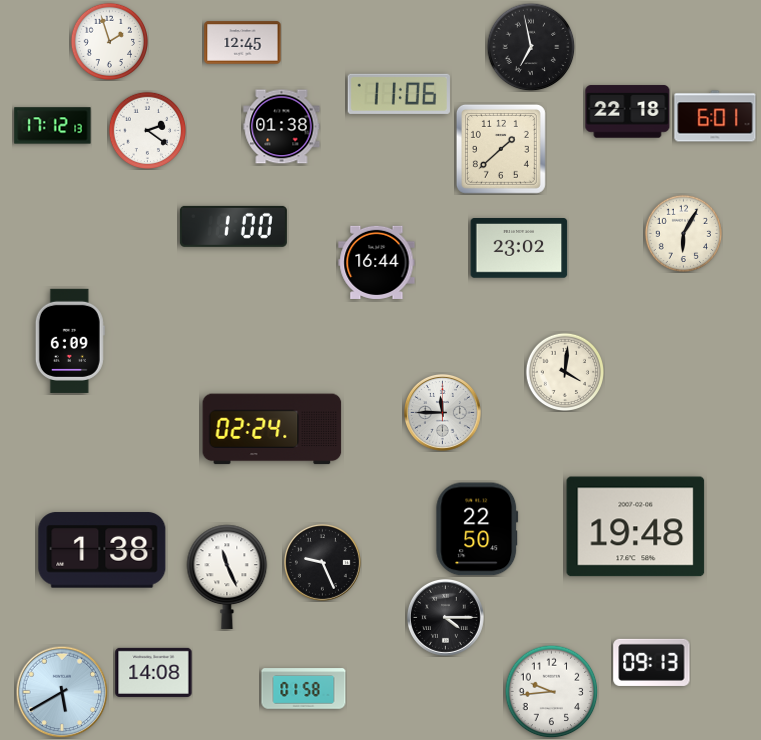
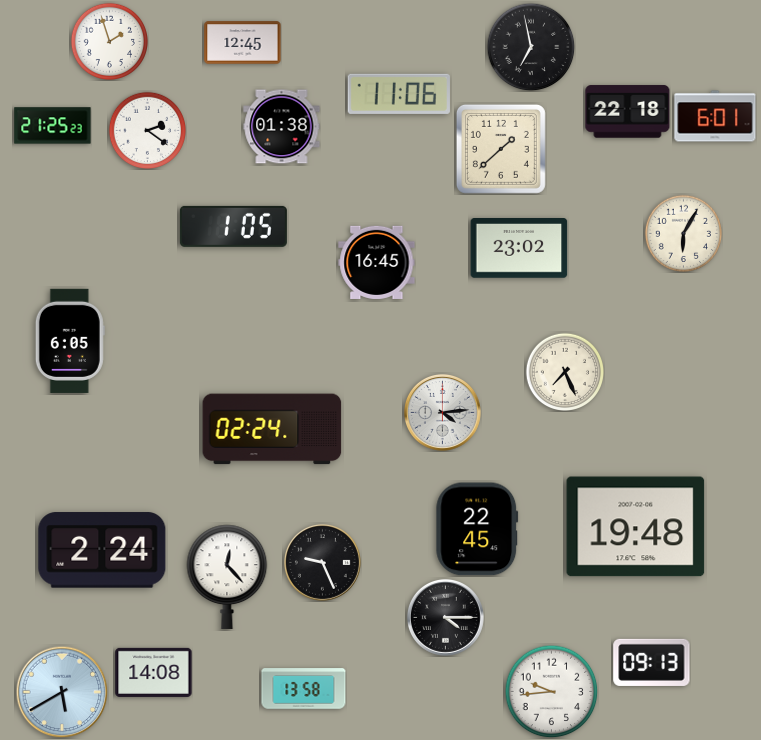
clock at (53, 126): 17:12 -> 21:25
clock at (233, 226): 1:00 -> 1:05
clock at (377, 262): 16:44 -> 16:45
clock at (70, 341): 6:09 -> 6:05
clock at (564, 371): 4:01 -> 7:26
clock at (442, 412): 11:45 -> 4:14
clock at (477, 529): 22:50 -> 22:45
clock at (102, 550): 1:38 -> 2:24
clock at (227, 577): 11:26 -> 12:23
clock at (304, 689): 01:58 -> 13:58
